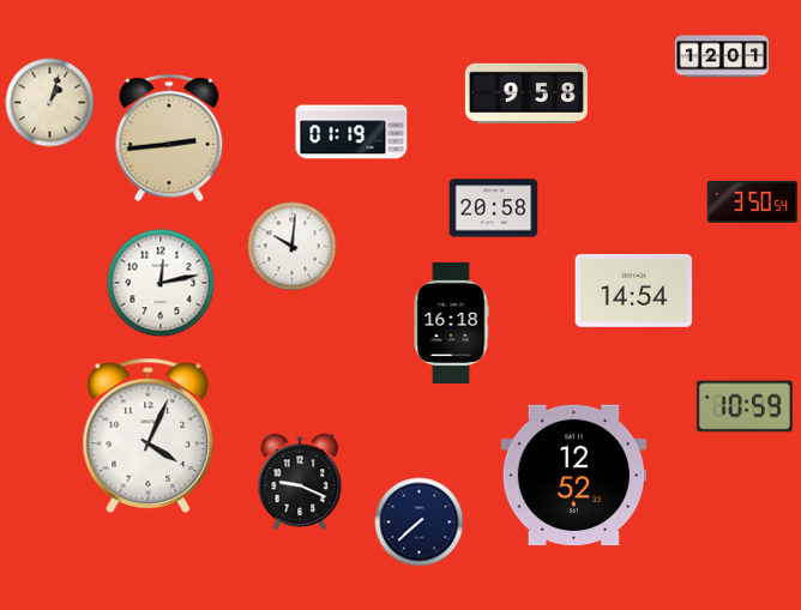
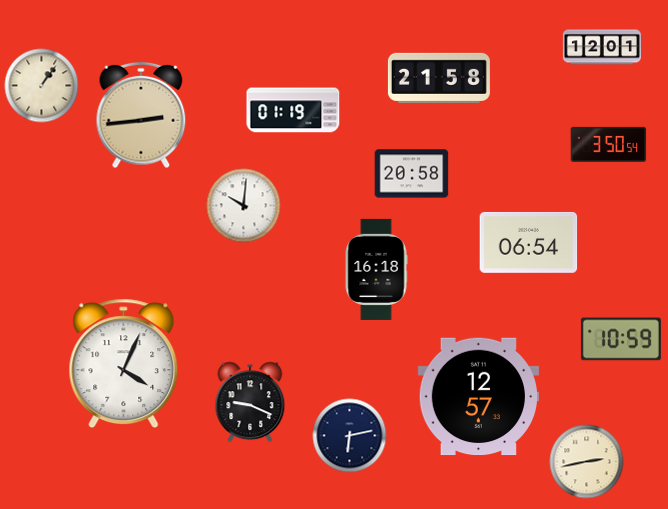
clock at (526, 93): 9:58 -> 21:58
clock at (50, 103): 1:03 -> 1:06
clock at (753, 201) position: (753, 201) -> (609, 144)
clock at (161, 283): 12:13 -> none
clock at (634, 290): 14:54 -> 06:54
clock at (573, 476): 12:52 -> 12:57
clock at (420, 523): 7:38 -> 6:13
clock at (587, 462): none -> 2:43
